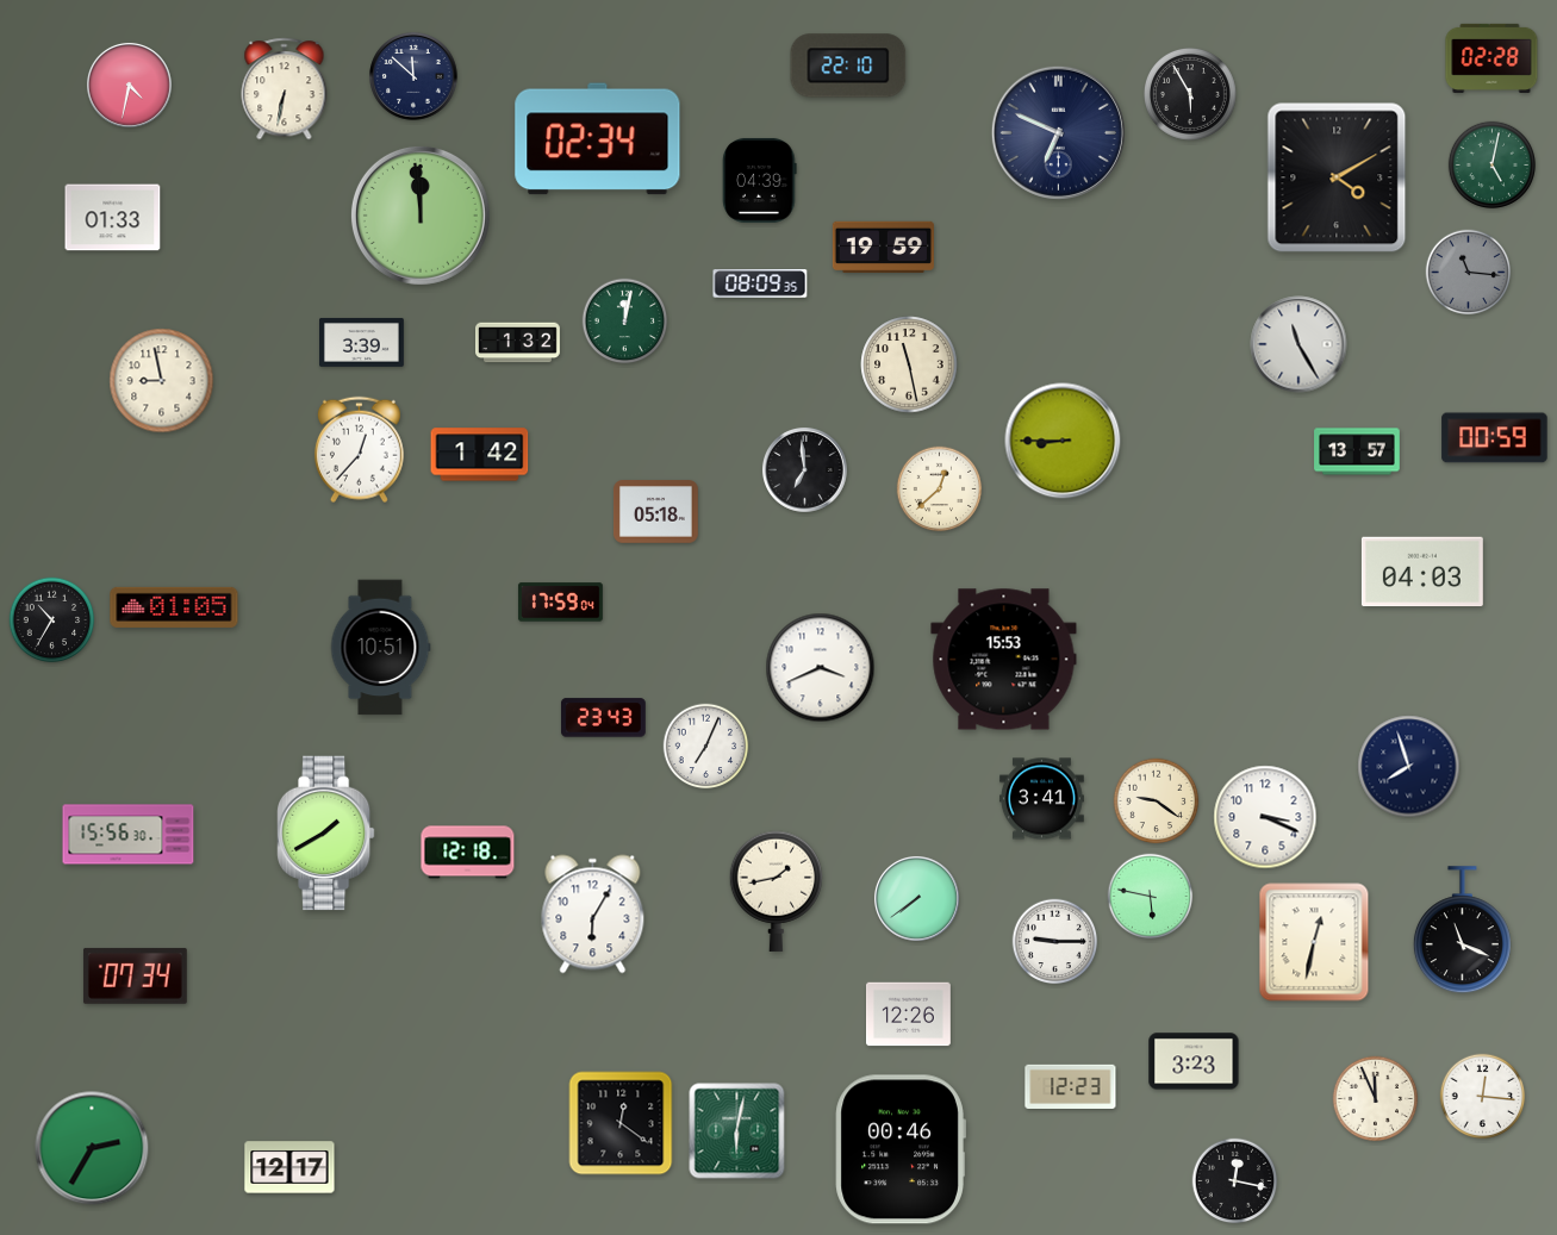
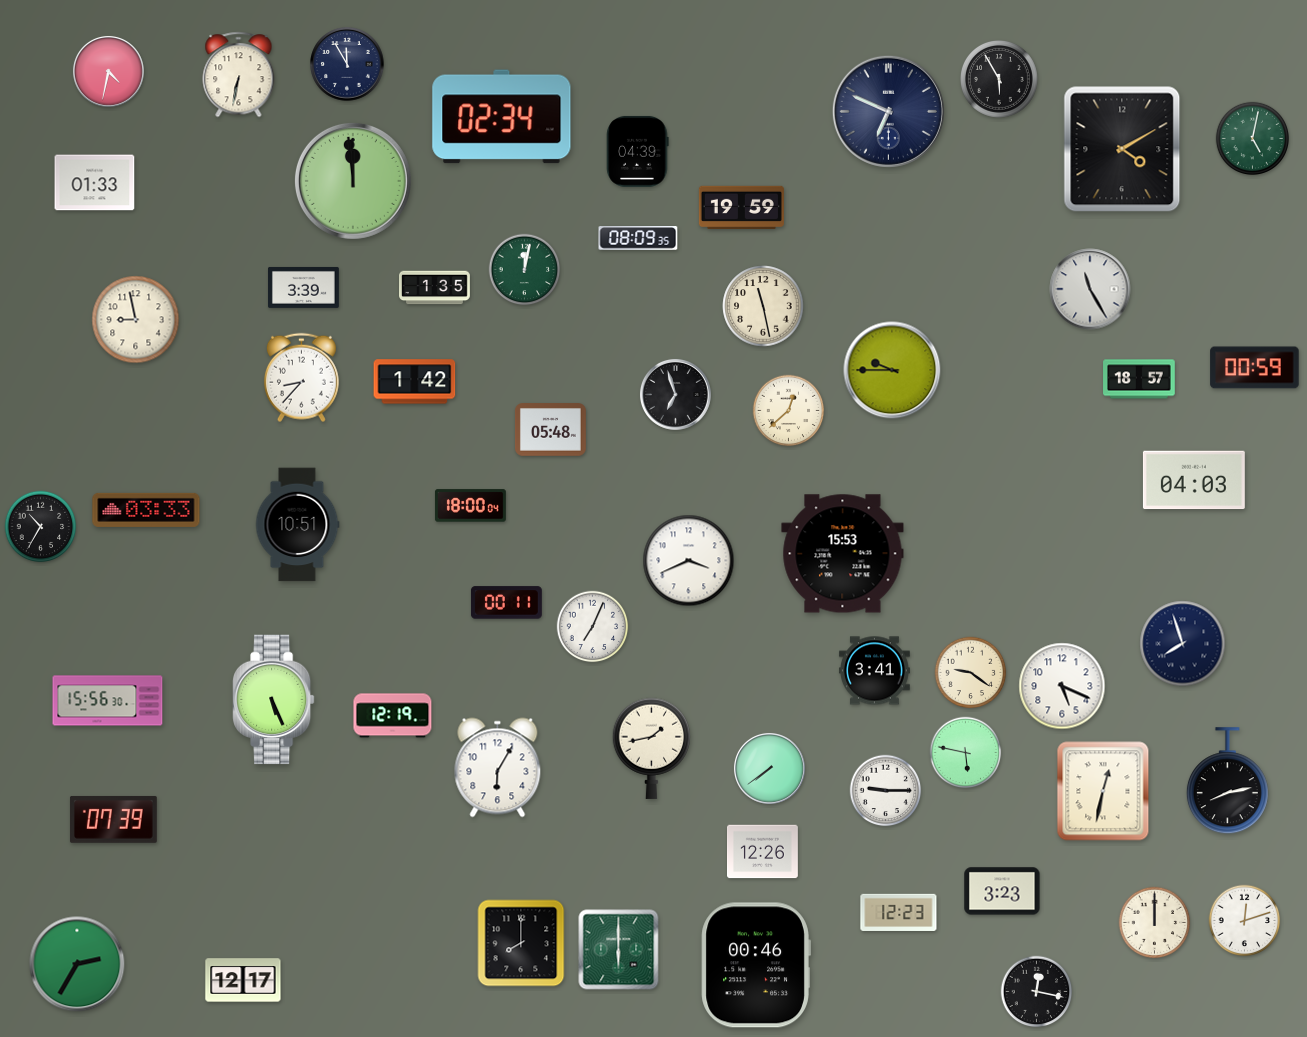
clock at (1491, 58): 02:28 -> none
clock at (848, 66): 22:10 -> none
clock at (413, 76): 11:52 -> 11:55
clock at (1469, 273): 11:16 -> none
clock at (518, 343): 1:32 -> 1:35
clock at (1063, 441): 8:45 -> 9:45
clock at (359, 450): 12:37 -> 8:37
clock at (1357, 451): 13:57 -> 18:57
clock at (480, 455) position: (480, 455) -> (415, 382)
clock at (804, 469): 6:59 -> 6:57
clock at (655, 512): 05:18 -> 05:48
clock at (560, 603): 17:59 -> 18:00
clock at (174, 607): 01:05 -> 03:33
clock at (52, 620) position: (52, 620) -> (41, 527)
clock at (380, 648) position: (380, 648) -> (297, 525)
clock at (603, 718): 23:43 -> 00:11
clock at (1265, 817): 3:19 -> 5:19
clock at (326, 834): 1:40 -> 5:26
clock at (468, 853): 12:18 -> 12:19
clock at (916, 898) position: (916, 898) -> (769, 768)
clock at (1462, 930): 11:19 -> 8:13
clock at (135, 977): 07:34 -> 07:39
clock at (1483, 1097): 12:16 -> 12:12
clock at (1376, 1099): 11:56 -> 12:00
clock at (621, 1123): 12:21 -> 8:00
clock at (737, 1131): 6:02 -> 6:00
